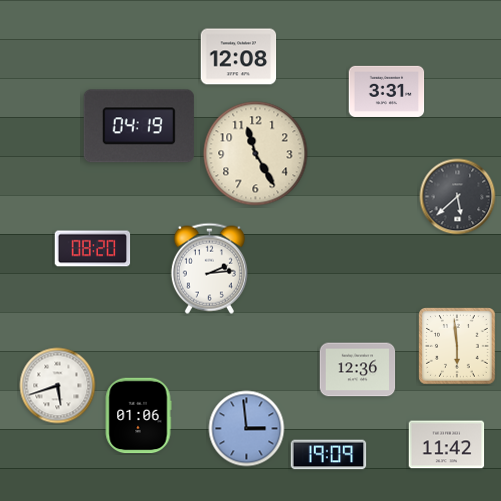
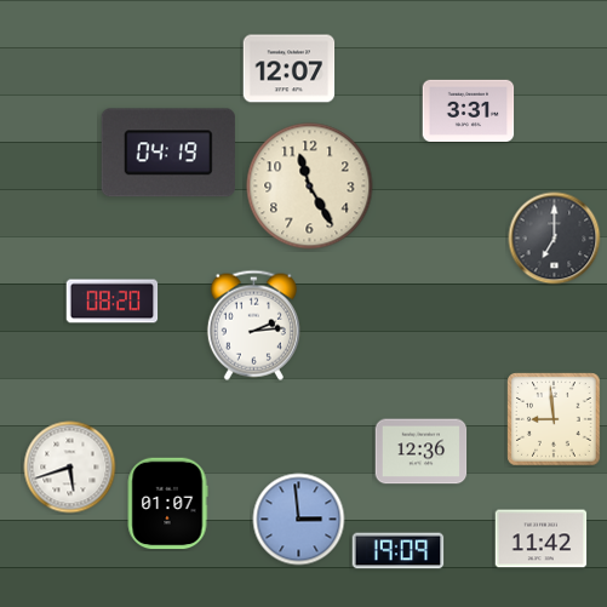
clock at (239, 57): 12:08 -> 12:07
clock at (458, 197): 5:38 -> 7:00
clock at (457, 346): 5:59 -> 8:59
clock at (358, 370) position: (358, 370) -> (422, 452)
clock at (138, 416): 01:06 -> 01:07
